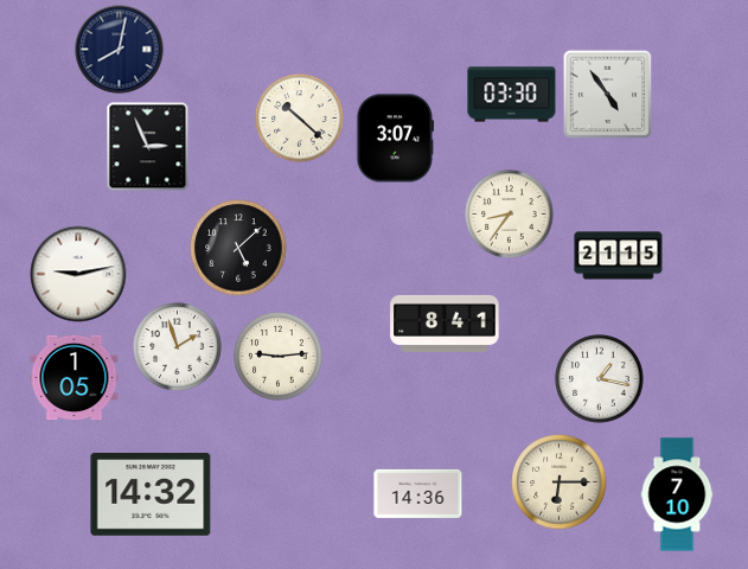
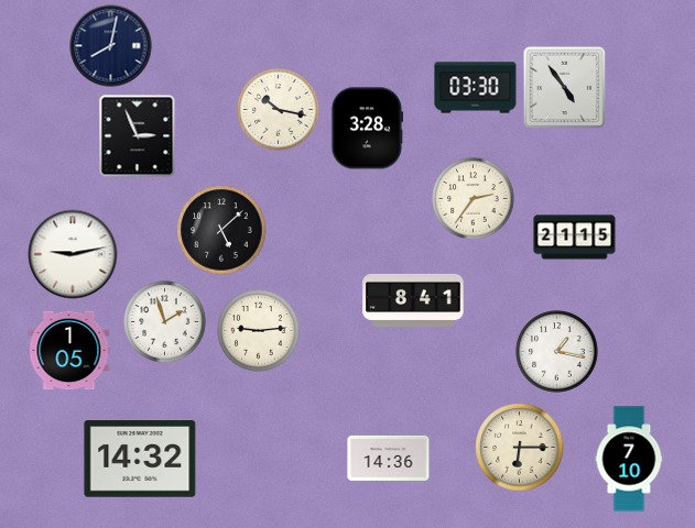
clock at (300, 119): 10:22 -> 10:17
clock at (396, 139): 3:07 -> 3:28
clock at (510, 215): 8:36 -> 2:36
